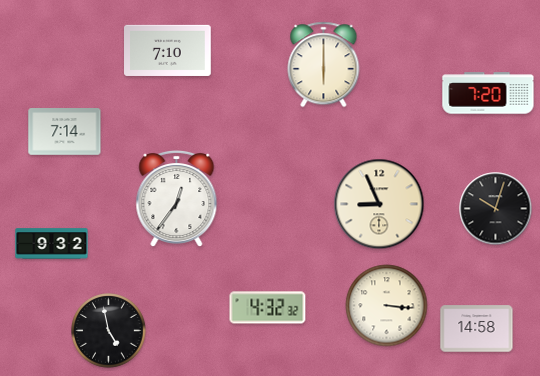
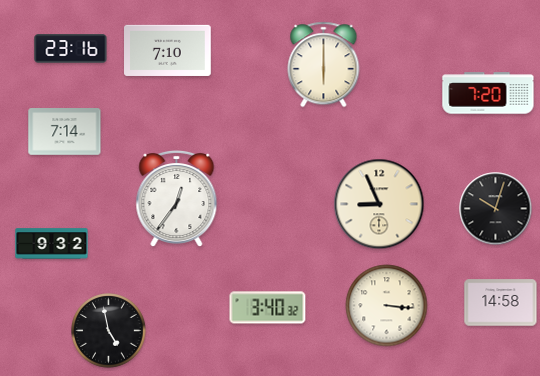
clock at (71, 49): none -> 23:16
clock at (268, 308): 4:32 -> 3:40
clock at (477, 329) position: (477, 329) -> (501, 303)
